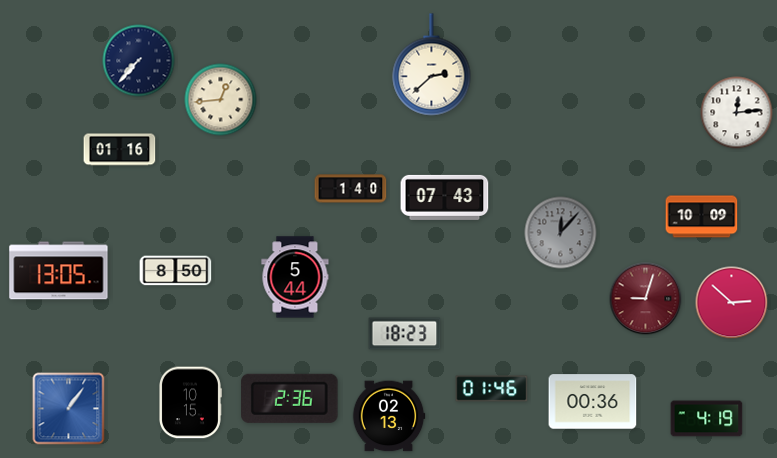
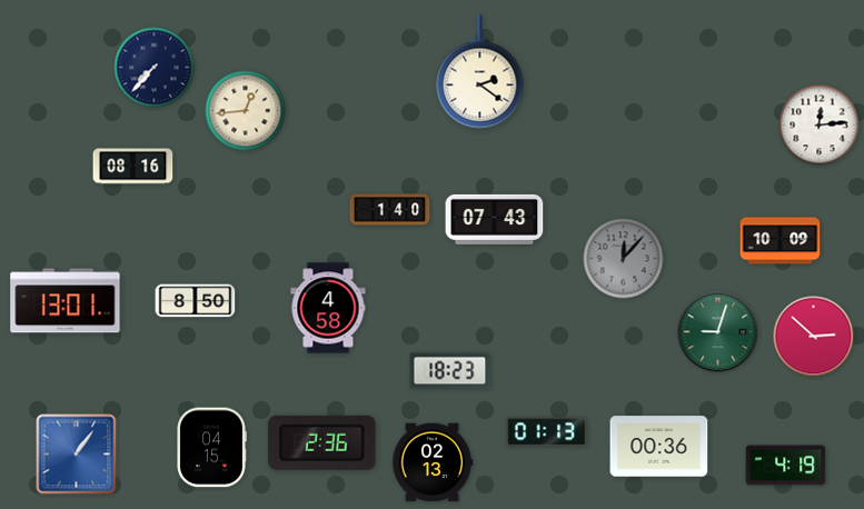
clock at (432, 65): 2:38 -> 2:21
clock at (120, 150): 01:16 -> 08:16
clock at (59, 271): 13:05 -> 13:01
clock at (295, 277): 5:44 -> 4:58
clock at (646, 299) dial: burgundy -> green
clock at (492, 389): 01:46 -> 01:13
clock at (191, 403): 10:15 -> 04:15
